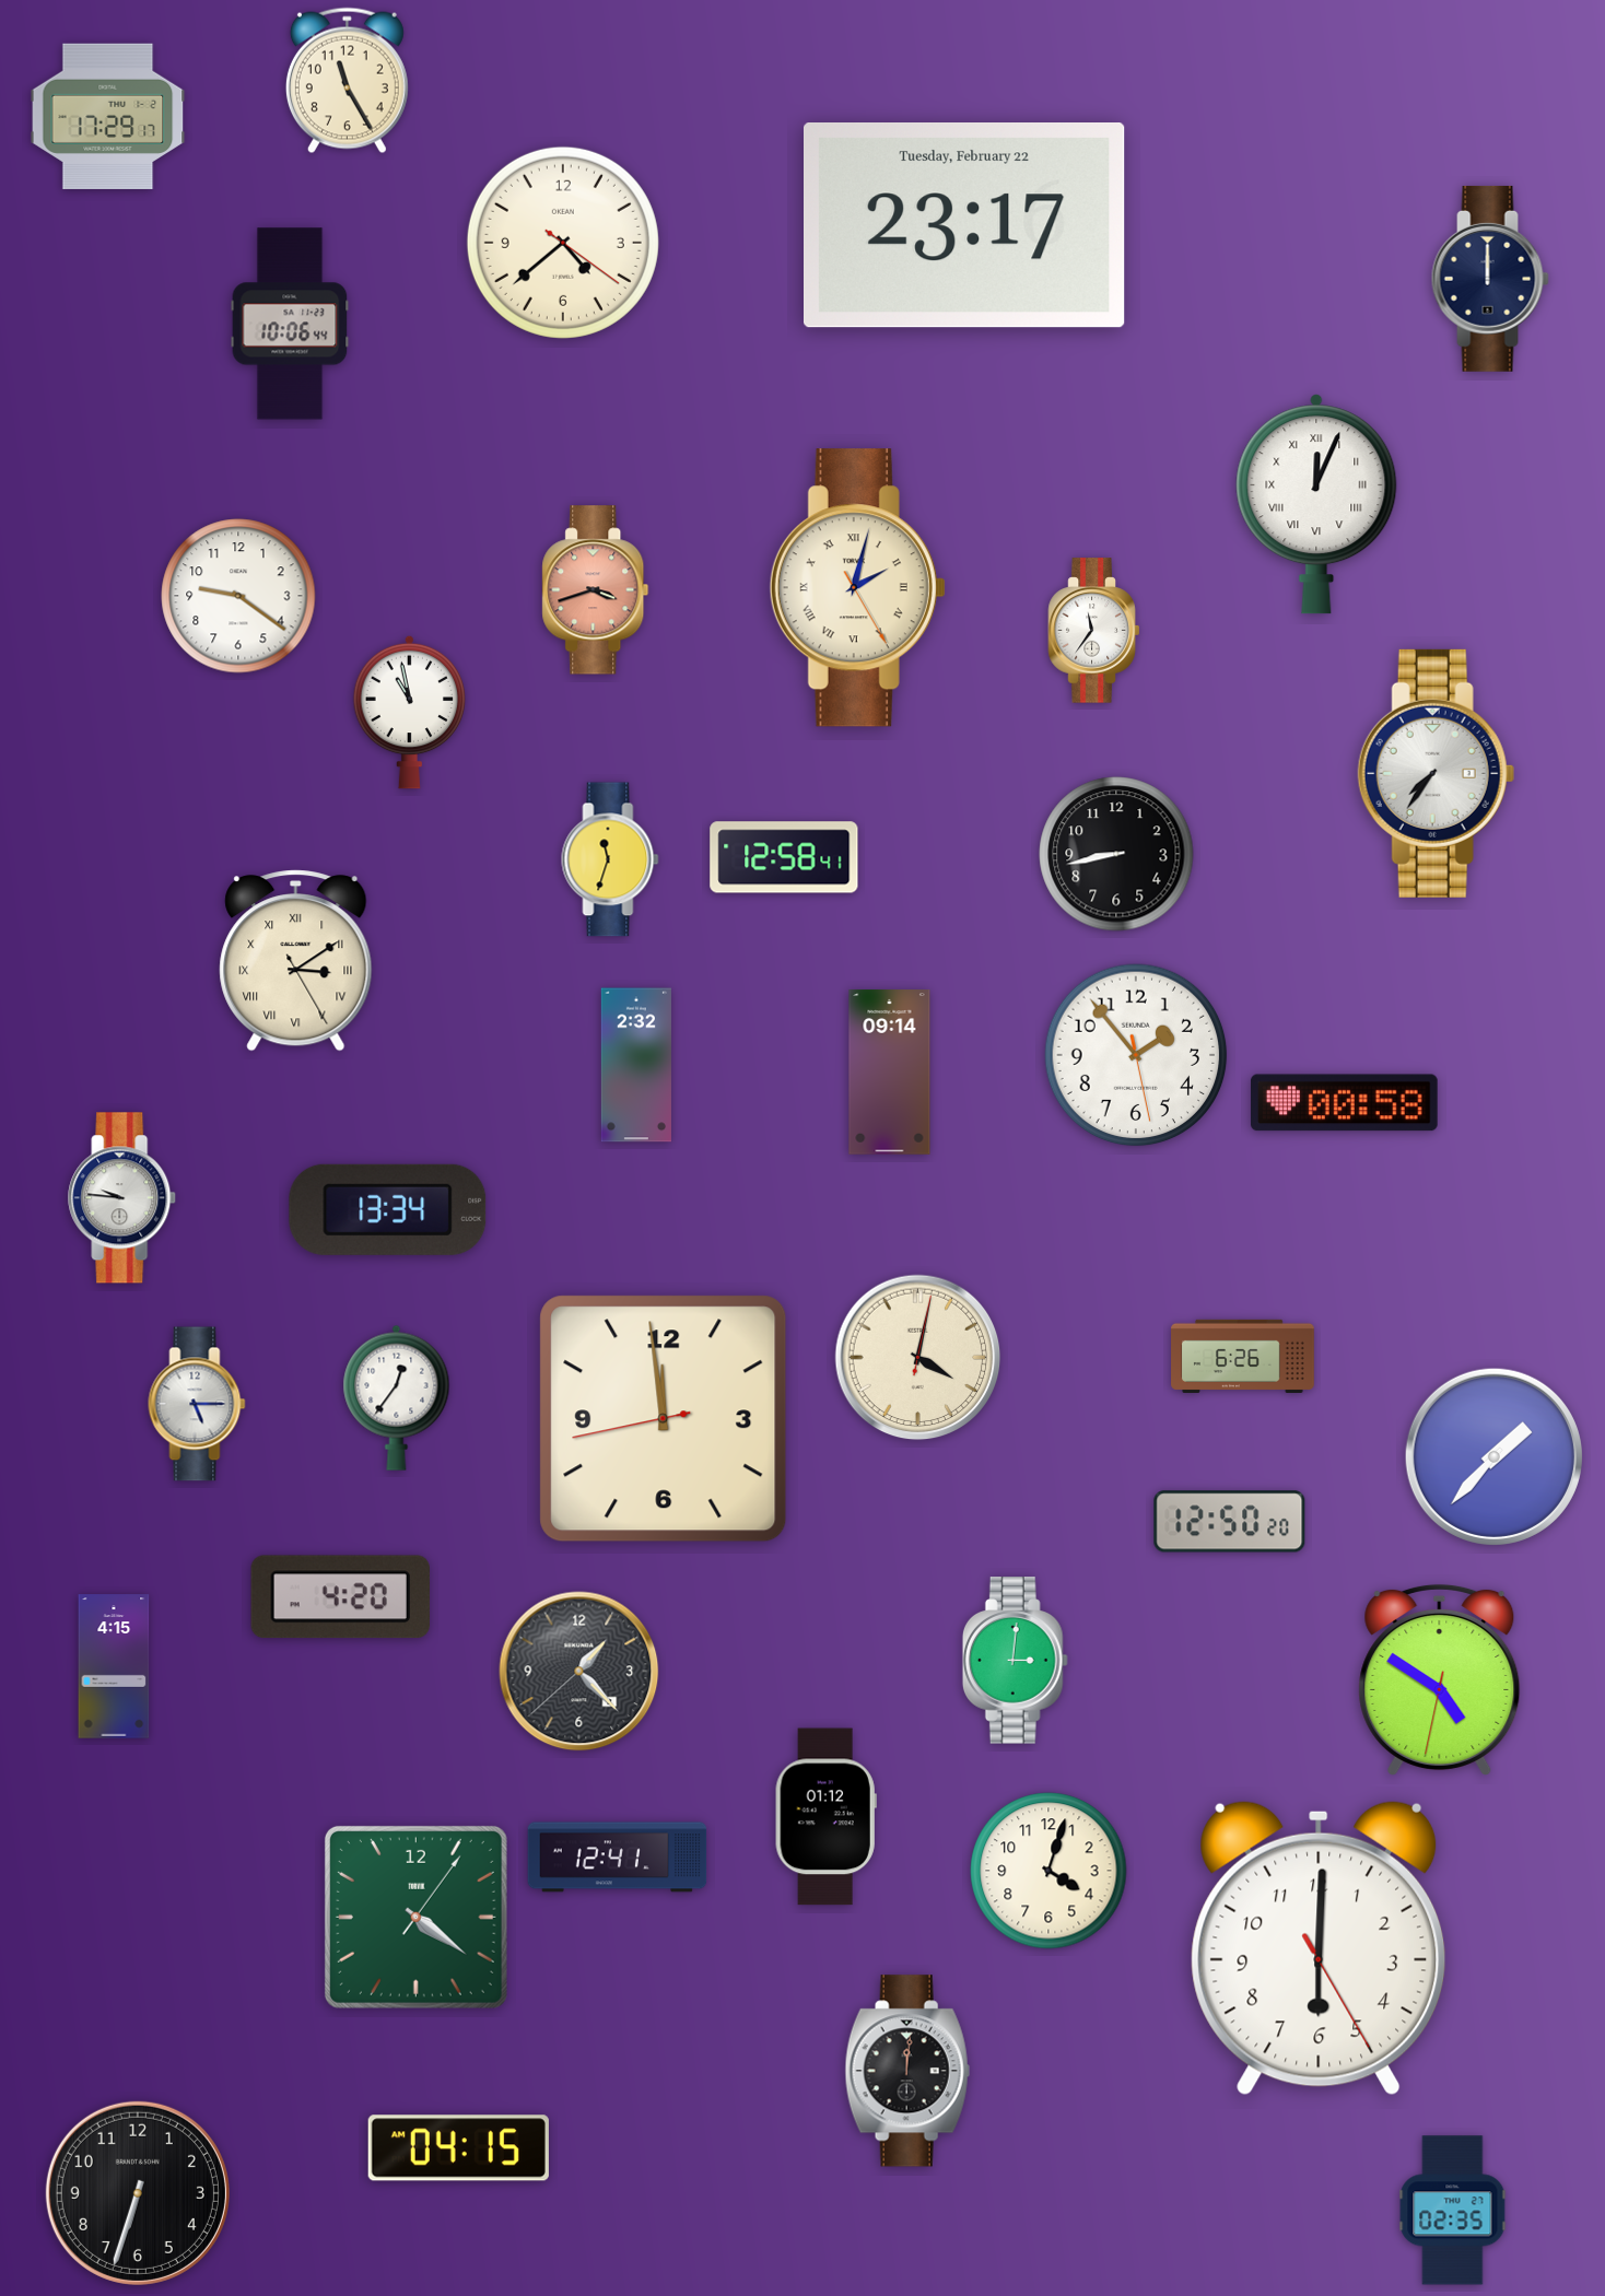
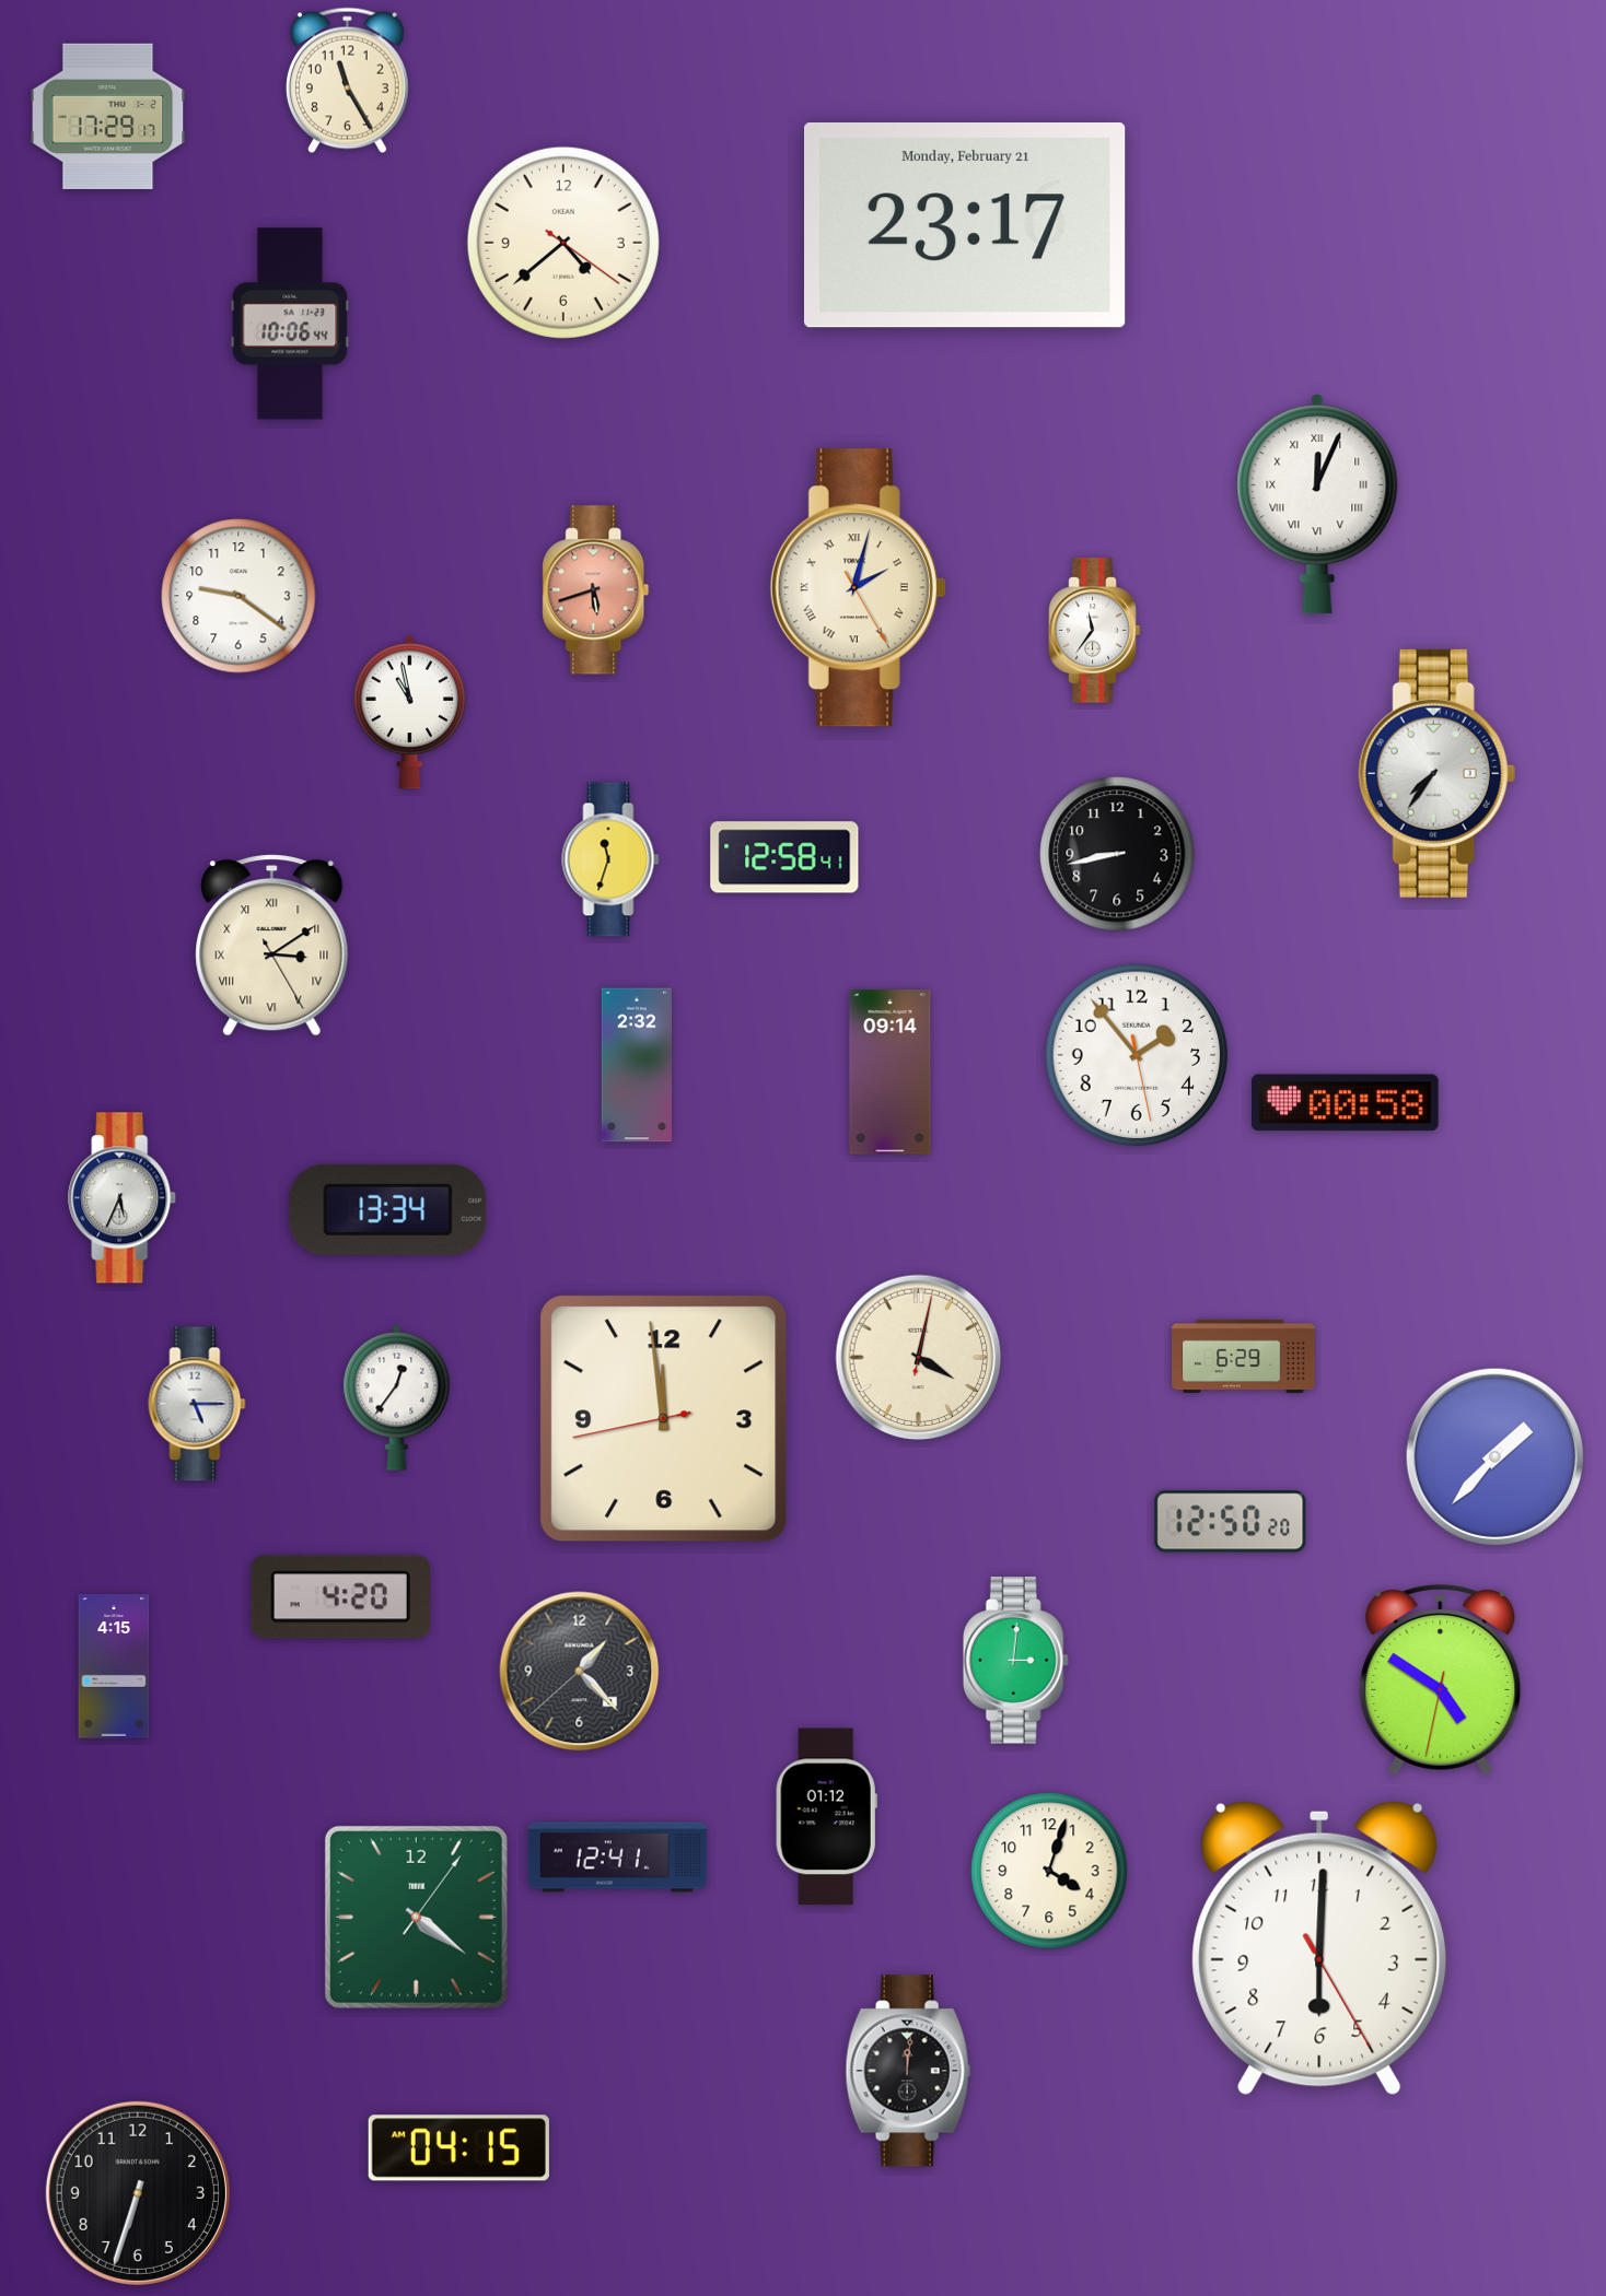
clock at (965, 226) date: Tuesday, February 22 -> Monday, February 21
clock at (1490, 279): 12:00 -> none
clock at (596, 590): 3:42 -> 5:42
clock at (296, 961) position: (296, 961) -> (272, 946)
clock at (122, 1198): 9:46 -> 5:34
clock at (1243, 1356): 6:26 -> 6:29
clock at (1453, 2211): 02:35 -> none
